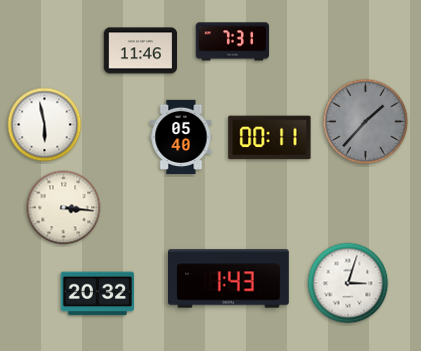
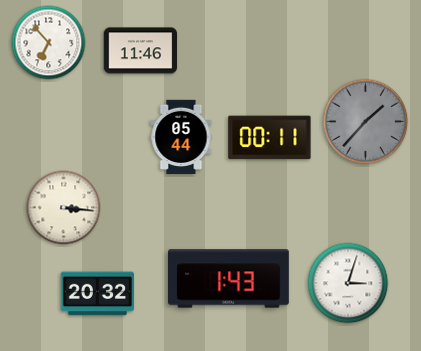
clock at (233, 42): 7:31 -> none
clock at (49, 43): none -> 6:53
clock at (45, 125): 5:58 -> none
clock at (181, 136): 05:40 -> 05:44
